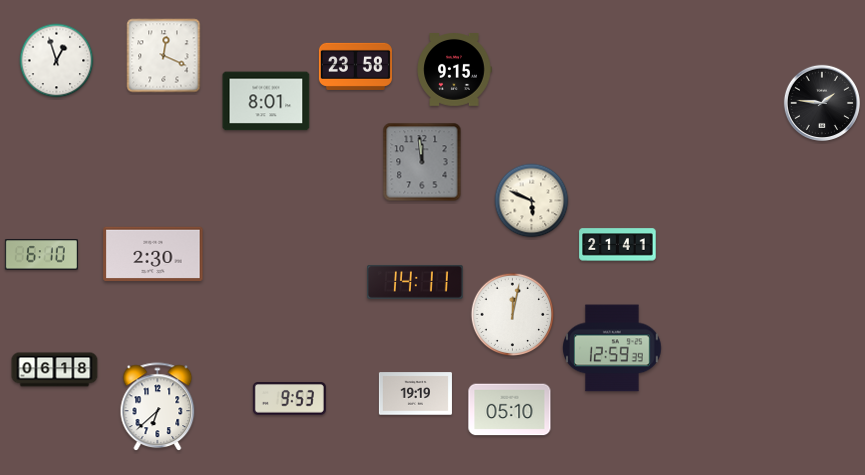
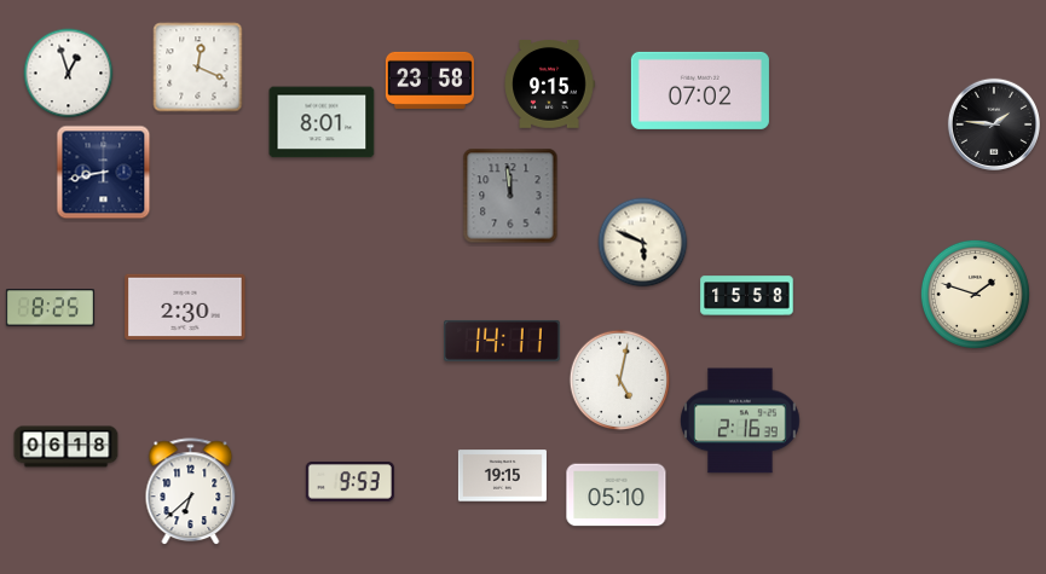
clock at (700, 91): none -> 07:02
clock at (104, 173): none -> 8:43
clock at (975, 294): none -> 1:48
clock at (618, 245): 21:41 -> 15:58
clock at (41, 255): 6:10 -> 8:25
clock at (513, 315): 12:02 -> 5:02
clock at (613, 348): 12:59 -> 2:16
clock at (415, 394): 19:19 -> 19:15
